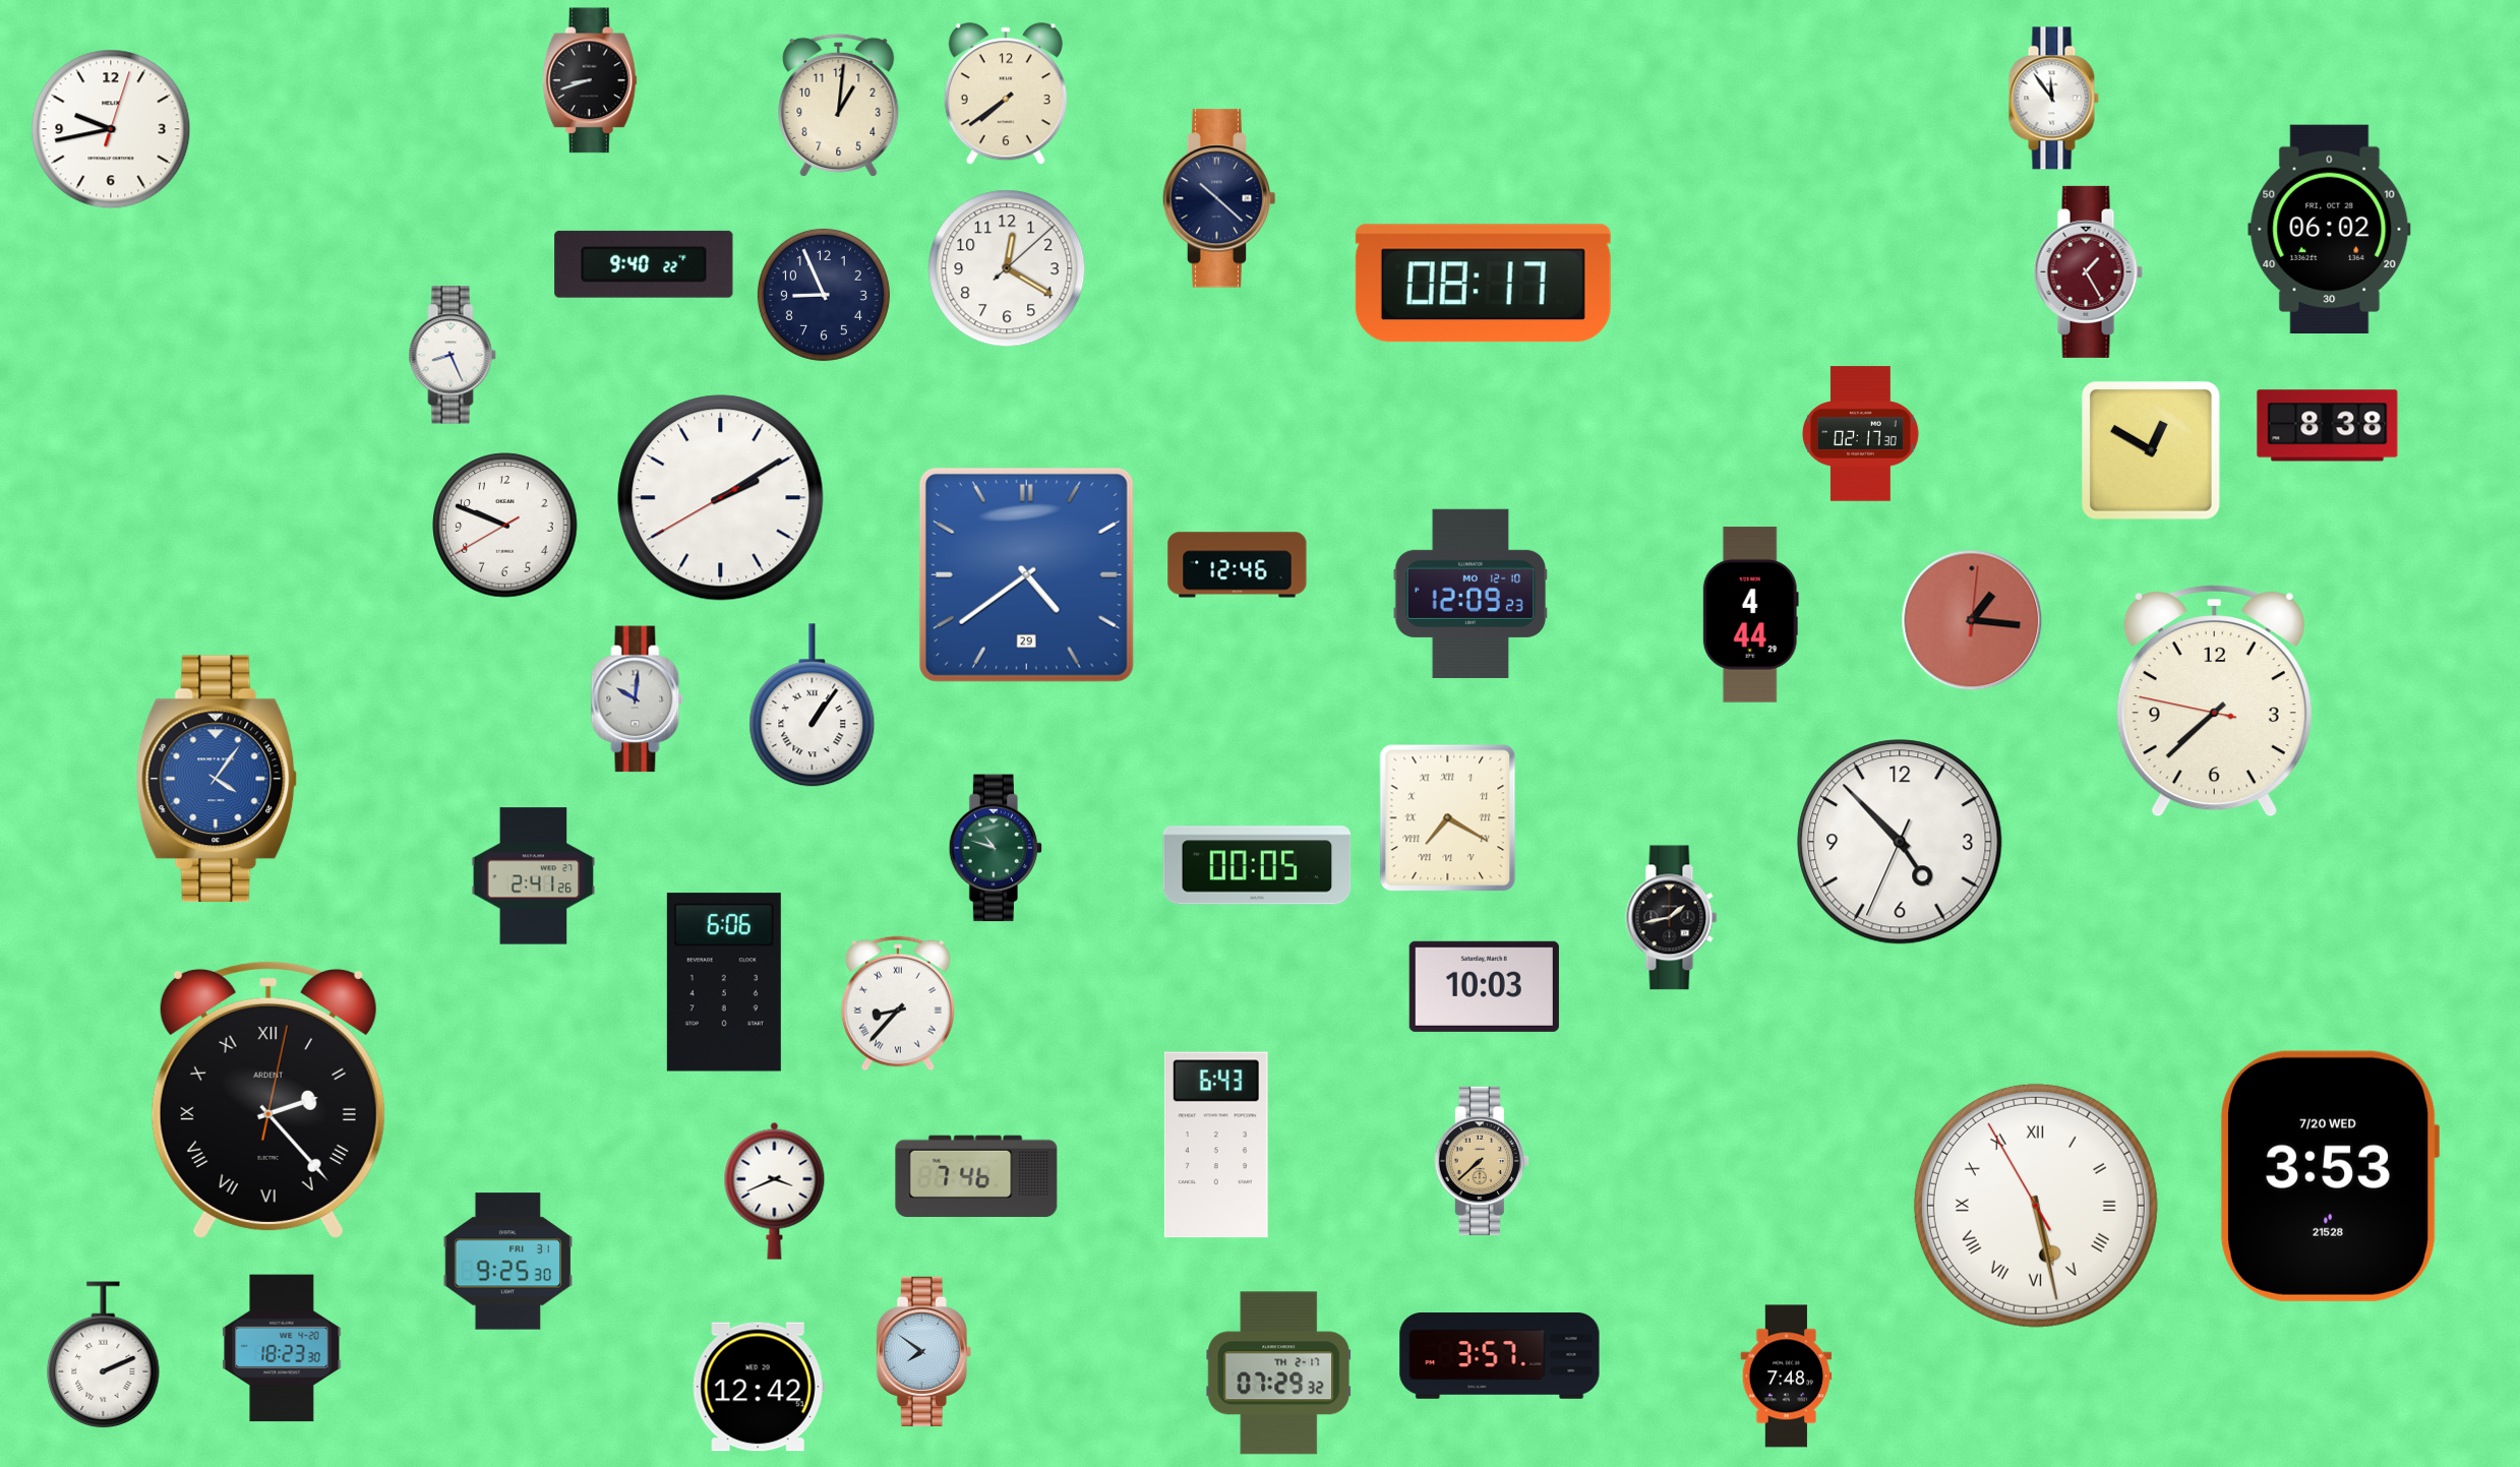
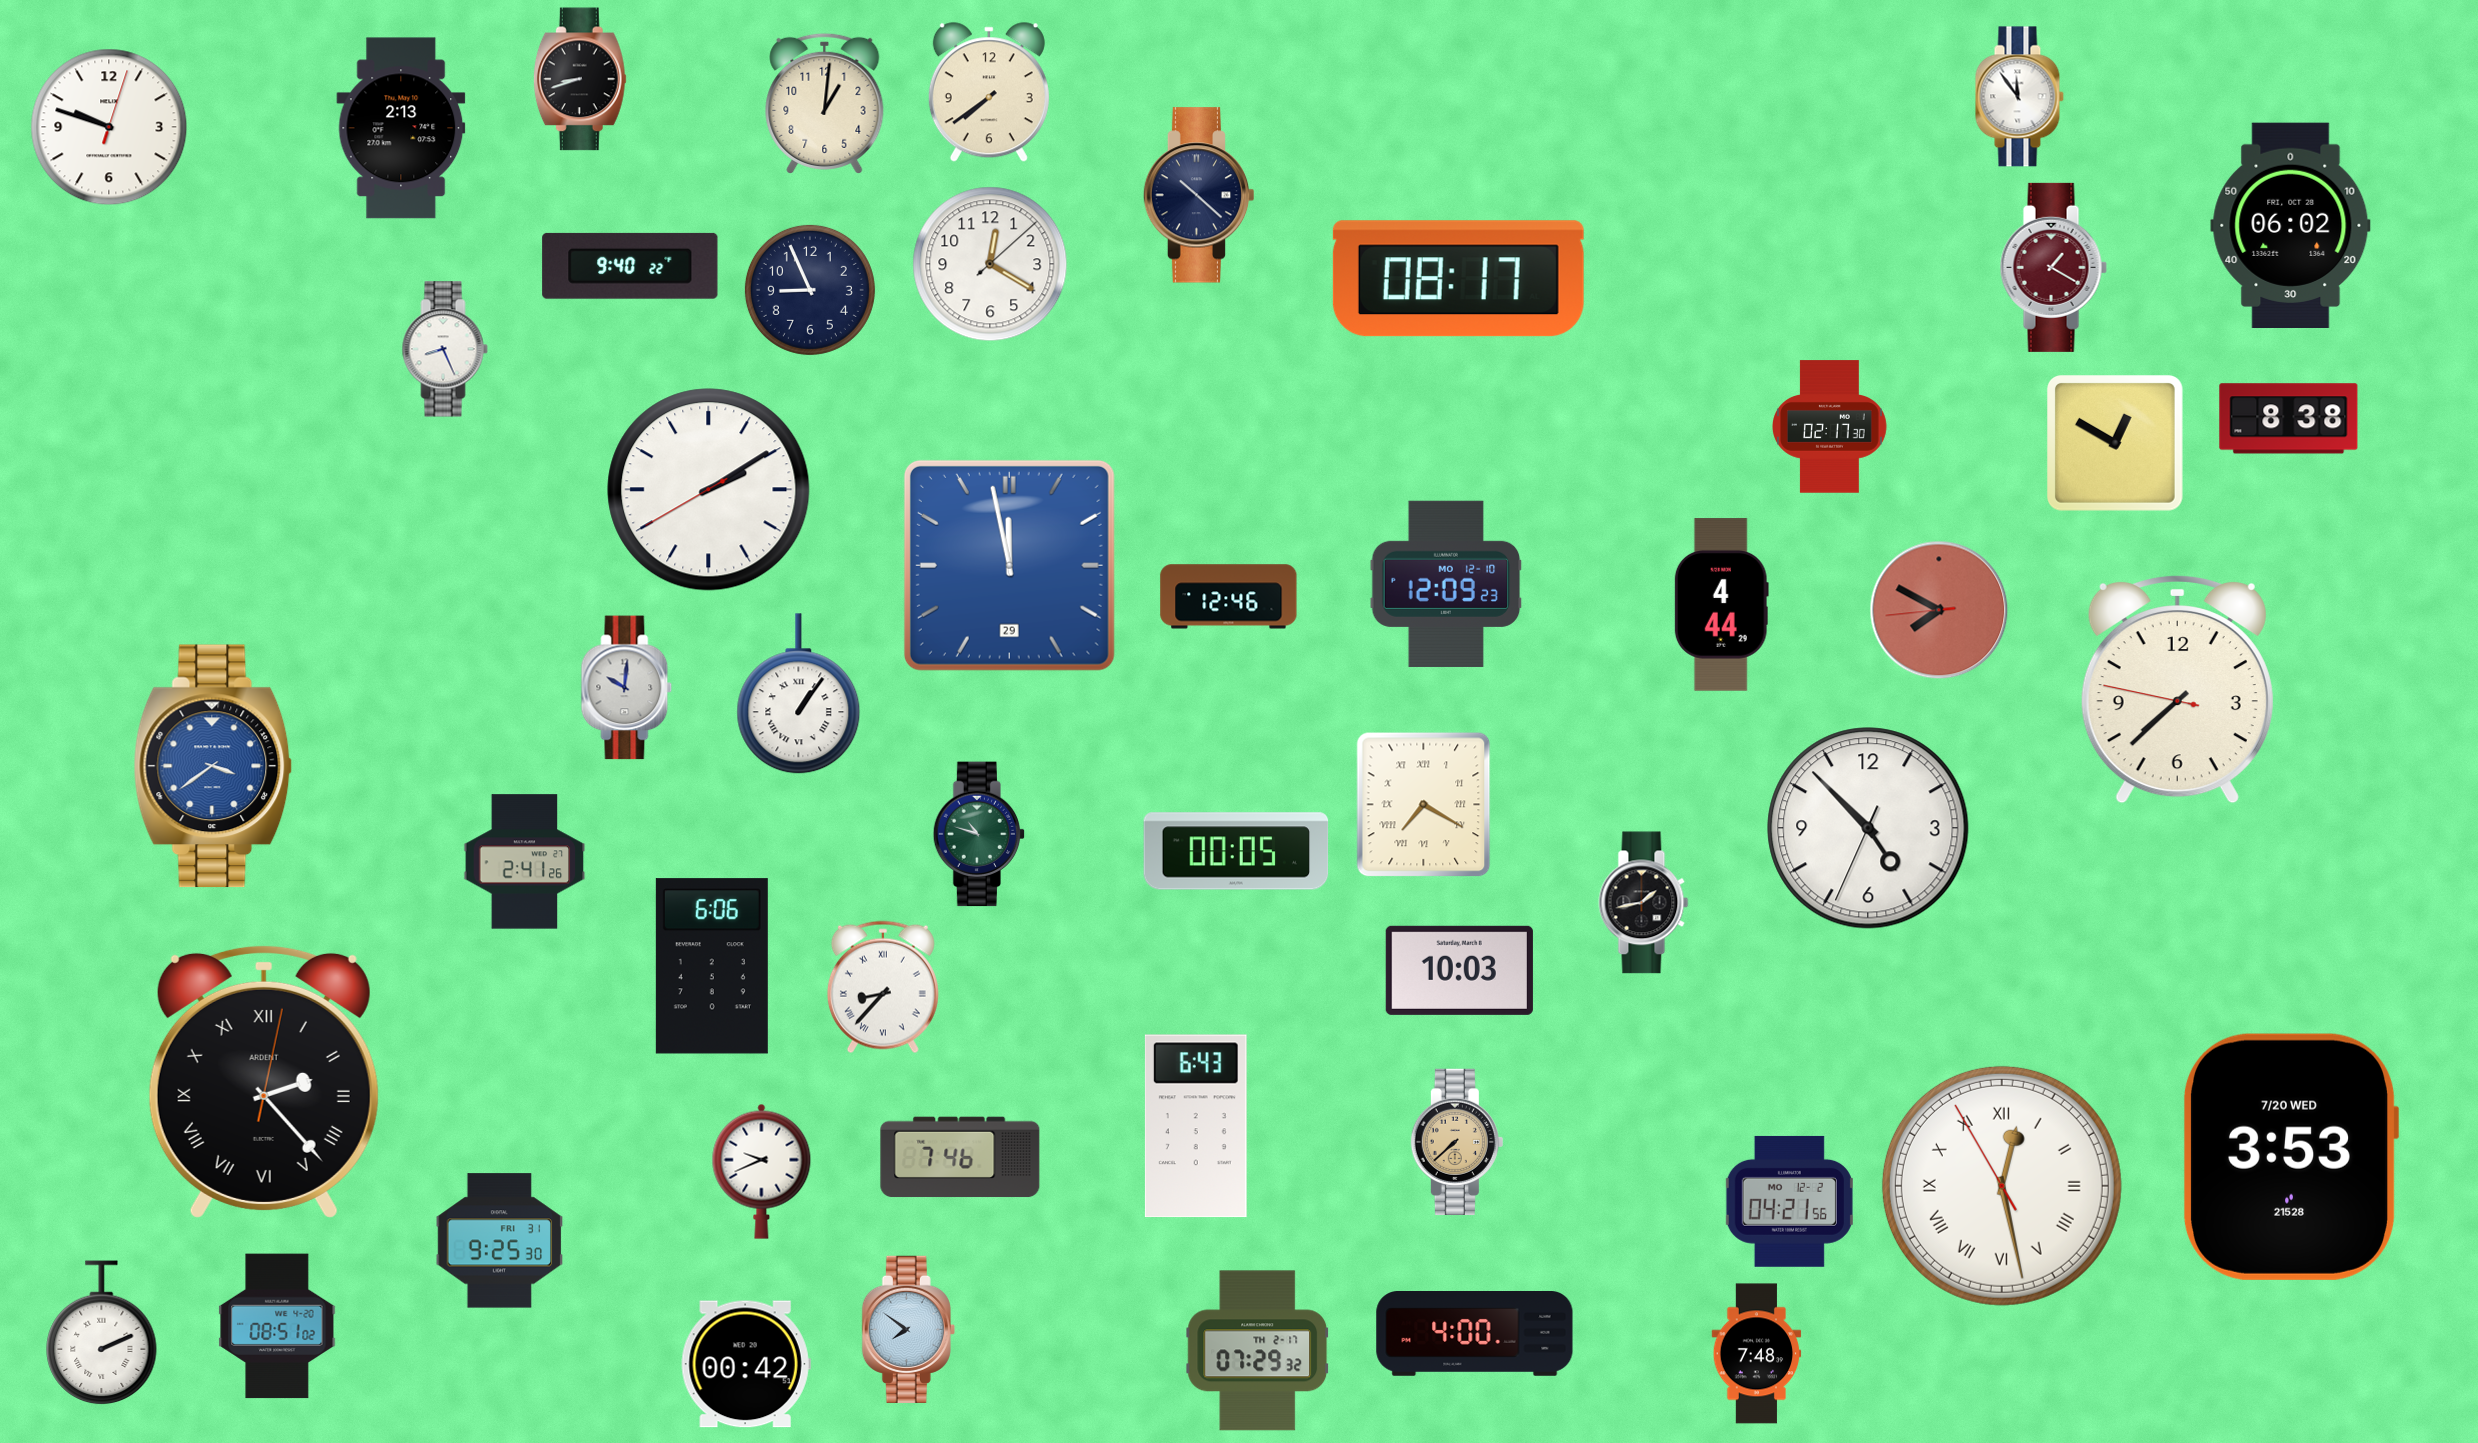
clock at (111, 129): 9:43 -> 9:48
clock at (401, 128): none -> 2:13
clock at (644, 264) position: (644, 264) -> (630, 266)
clock at (2088, 271): 1:25 -> 1:20
clock at (505, 526): 9:48 -> none
clock at (1238, 565) position: (1238, 565) -> (1229, 597)
clock at (1026, 574): 4:39 -> 11:58
clock at (1972, 620): 1:16 -> 7:49
clock at (217, 779): 4:06 -> 3:39
clock at (775, 1190): 3:41 -> 9:41
clock at (2036, 1206): 5:27 -> 12:27
clock at (1789, 1201): none -> 04:21
clock at (282, 1348): 18:23 -> 08:51
clock at (1500, 1356): 3:57 -> 4:00
clock at (759, 1387): 12:42 -> 00:42
